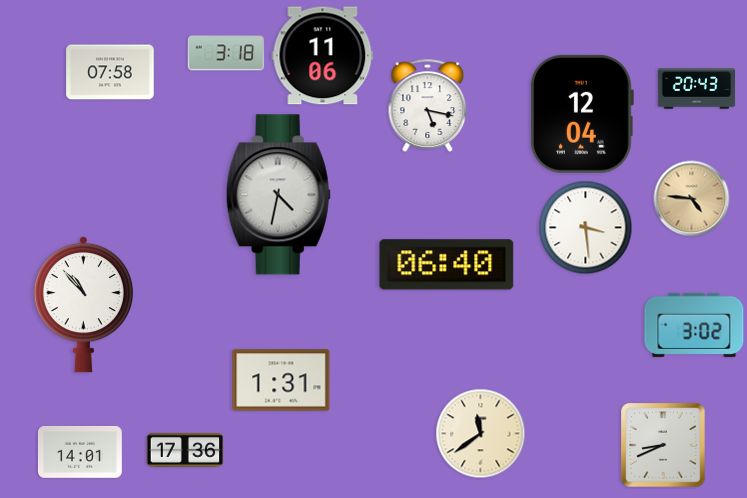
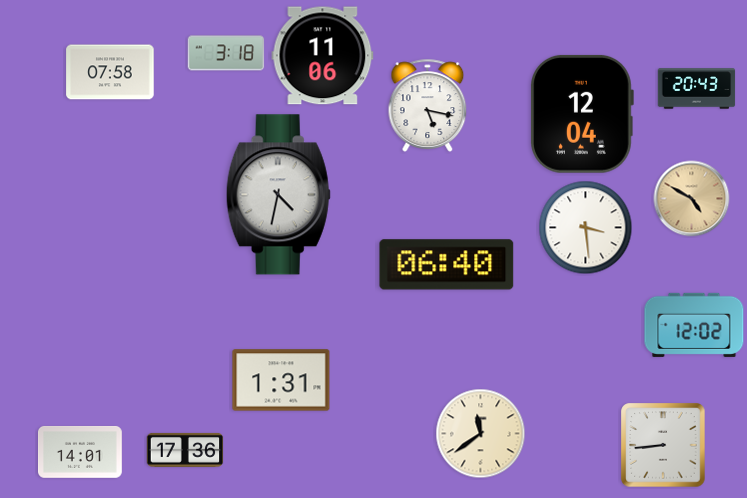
clock at (692, 199): 4:46 -> 4:50
clock at (83, 304): 10:53 -> none
clock at (694, 325): 3:02 -> 12:02
clock at (663, 445): 8:41 -> 8:44
